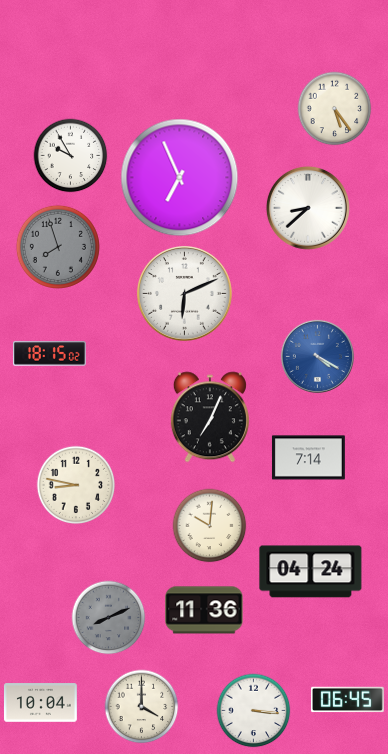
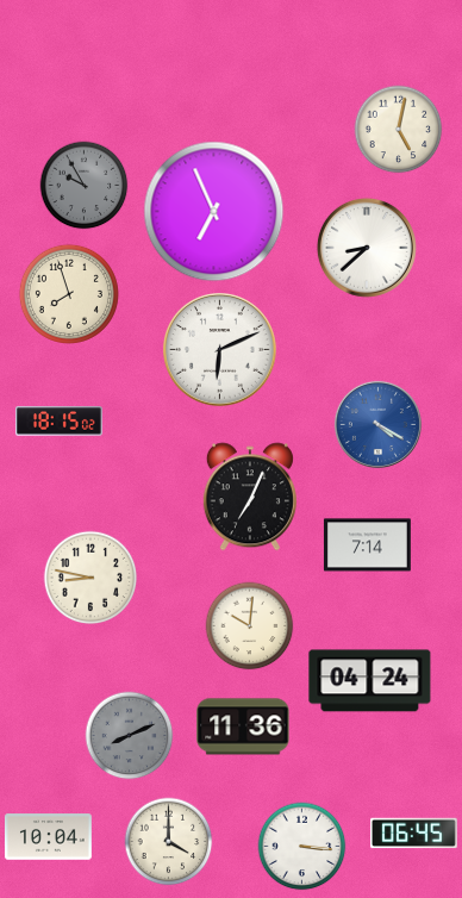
clock at (335, 109): 5:24 -> 5:02
clock at (71, 156) dial: white -> grey
clock at (58, 247) dial: grey -> cream
